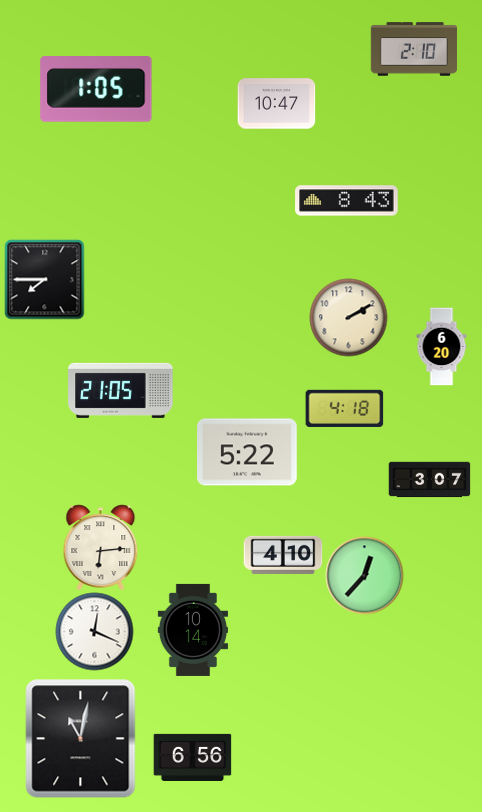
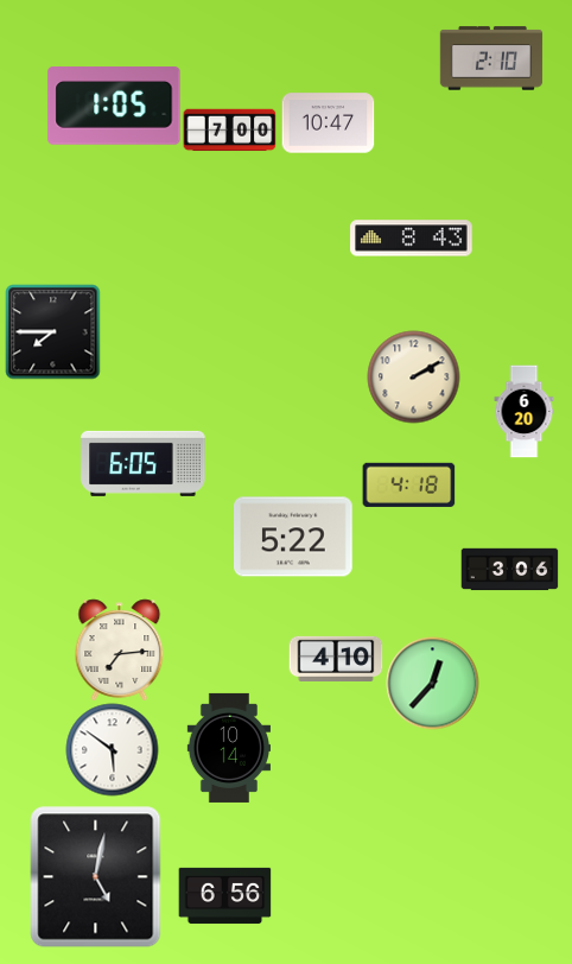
clock at (229, 131): none -> 7:00
clock at (121, 390): 21:05 -> 6:05
clock at (429, 480): 3:07 -> 3:06
clock at (101, 547): 6:14 -> 7:14
clock at (94, 631): 12:19 -> 5:51
clock at (81, 739): 11:02 -> 5:02
clock at (192, 757) position: (192, 757) -> (224, 895)
